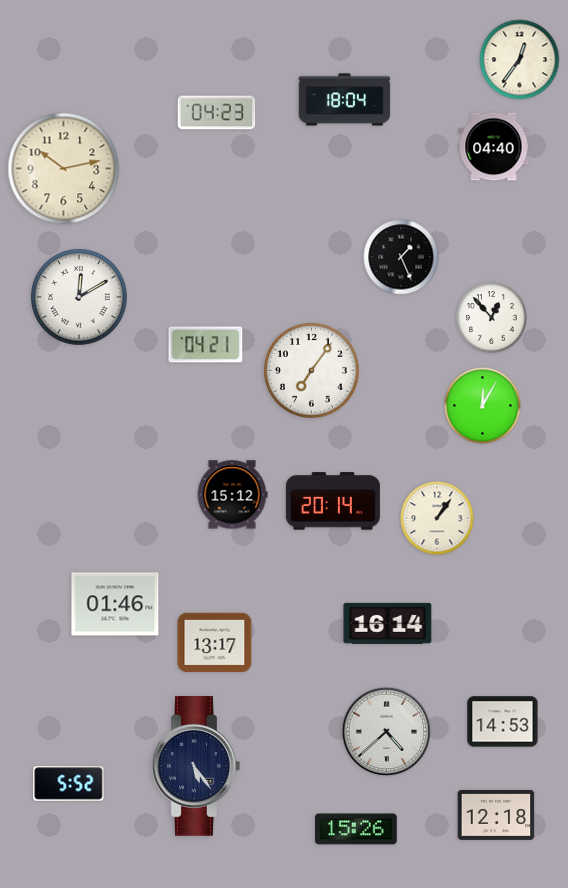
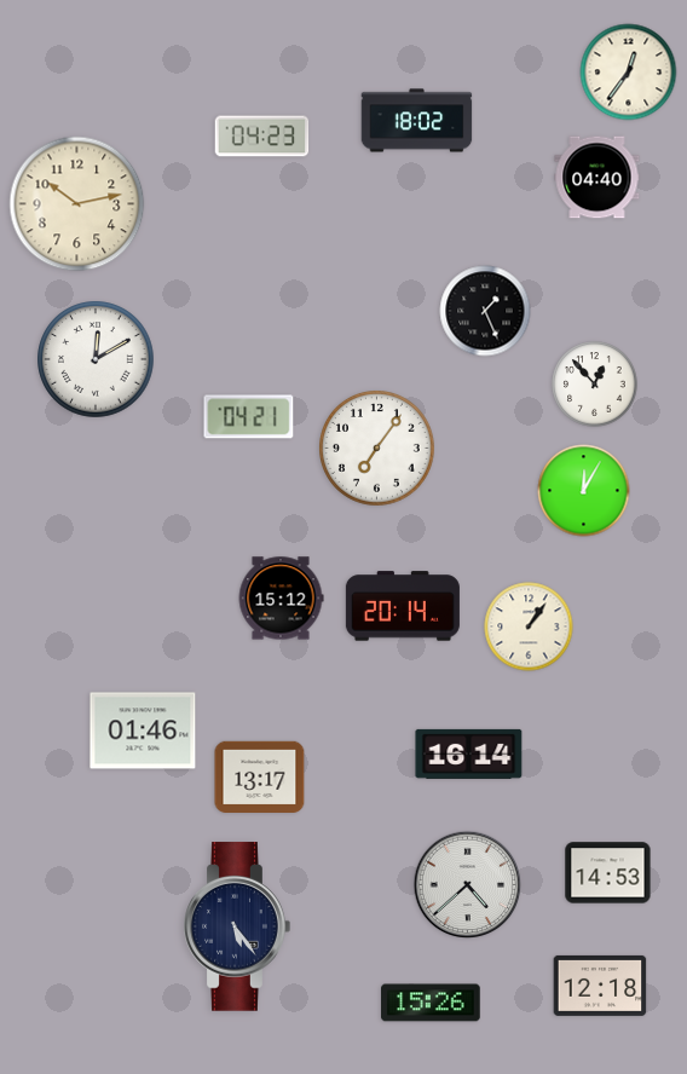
clock at (345, 100): 18:04 -> 18:02
clock at (115, 604) position: (115, 604) -> (143, 731)
clock at (69, 784): 5:52 -> none
